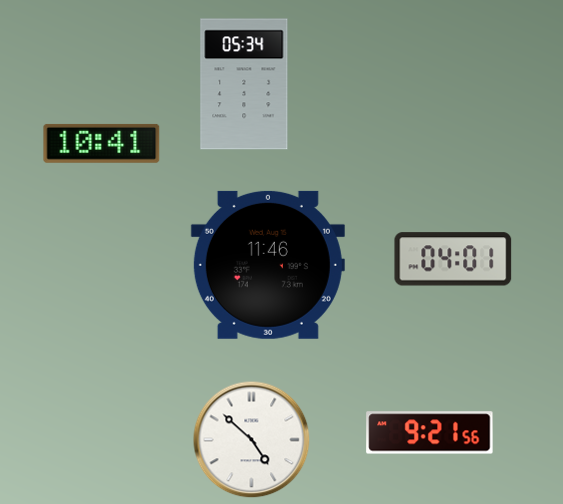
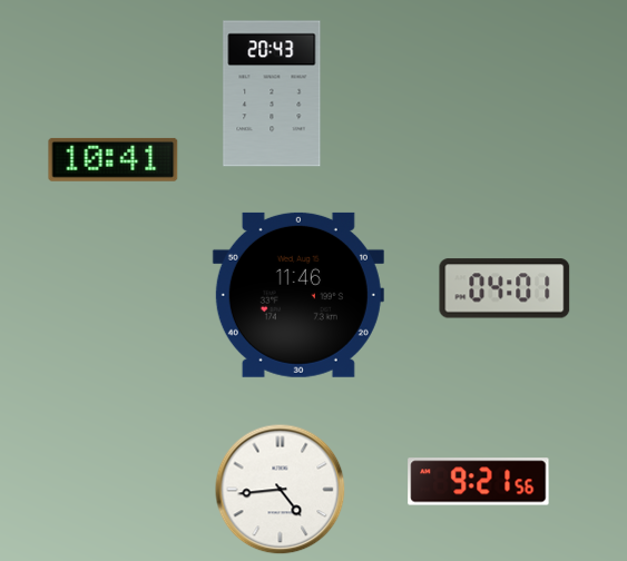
clock at (244, 84): 05:34 -> 20:43
clock at (252, 440): 4:52 -> 4:44
